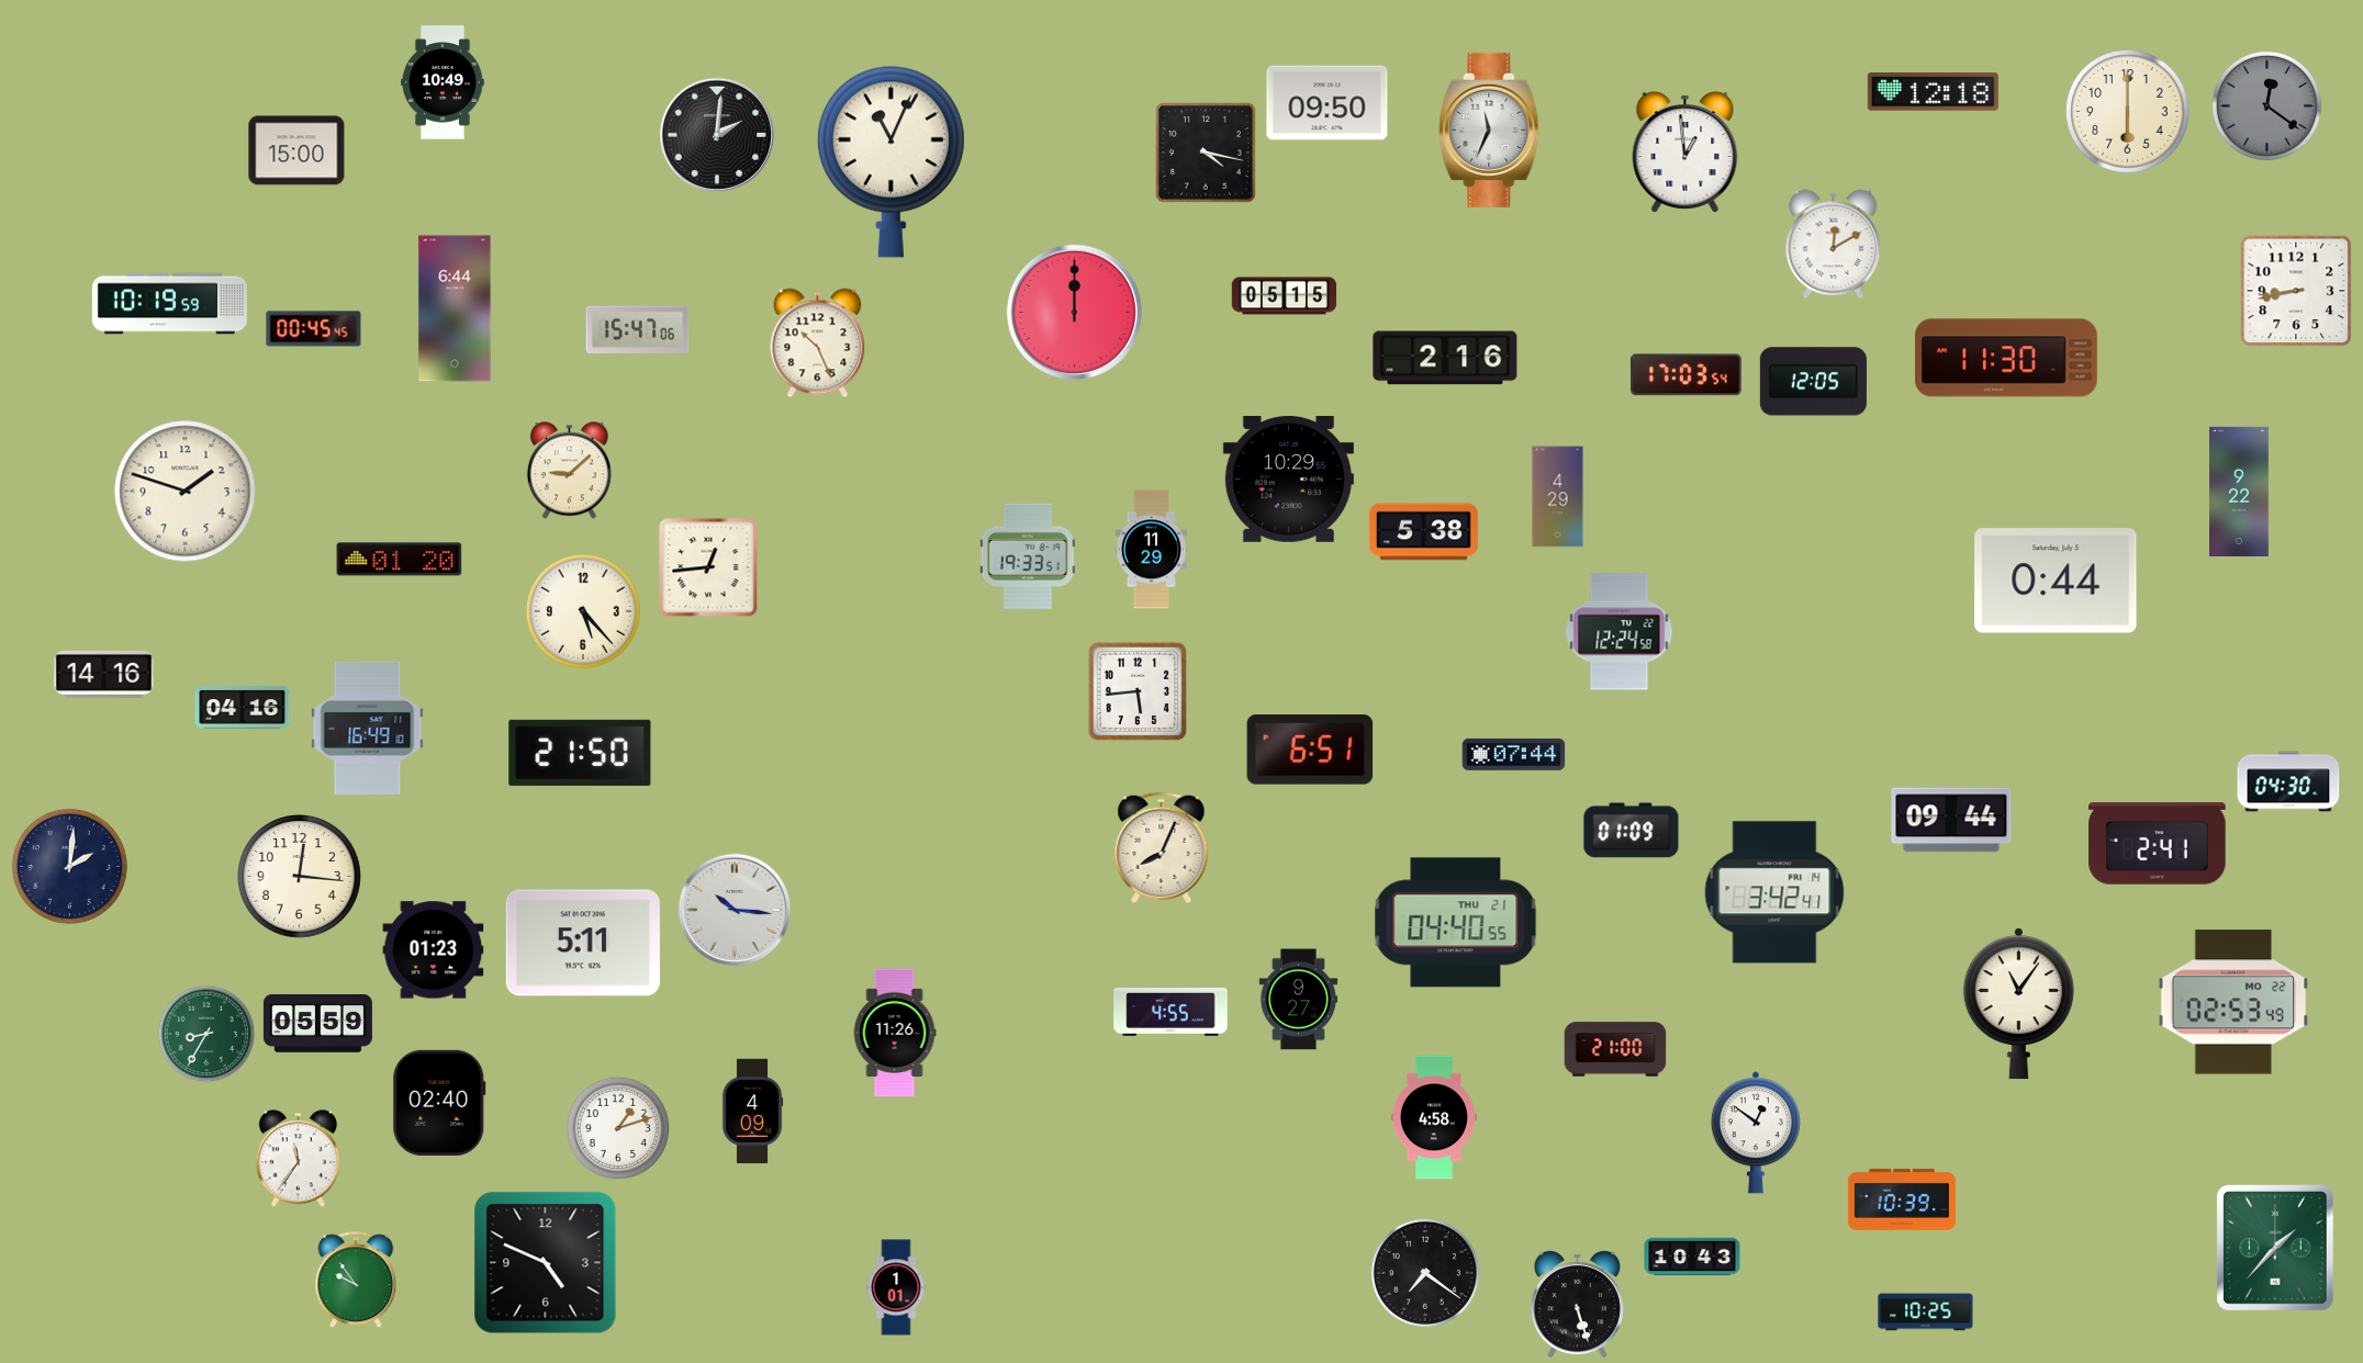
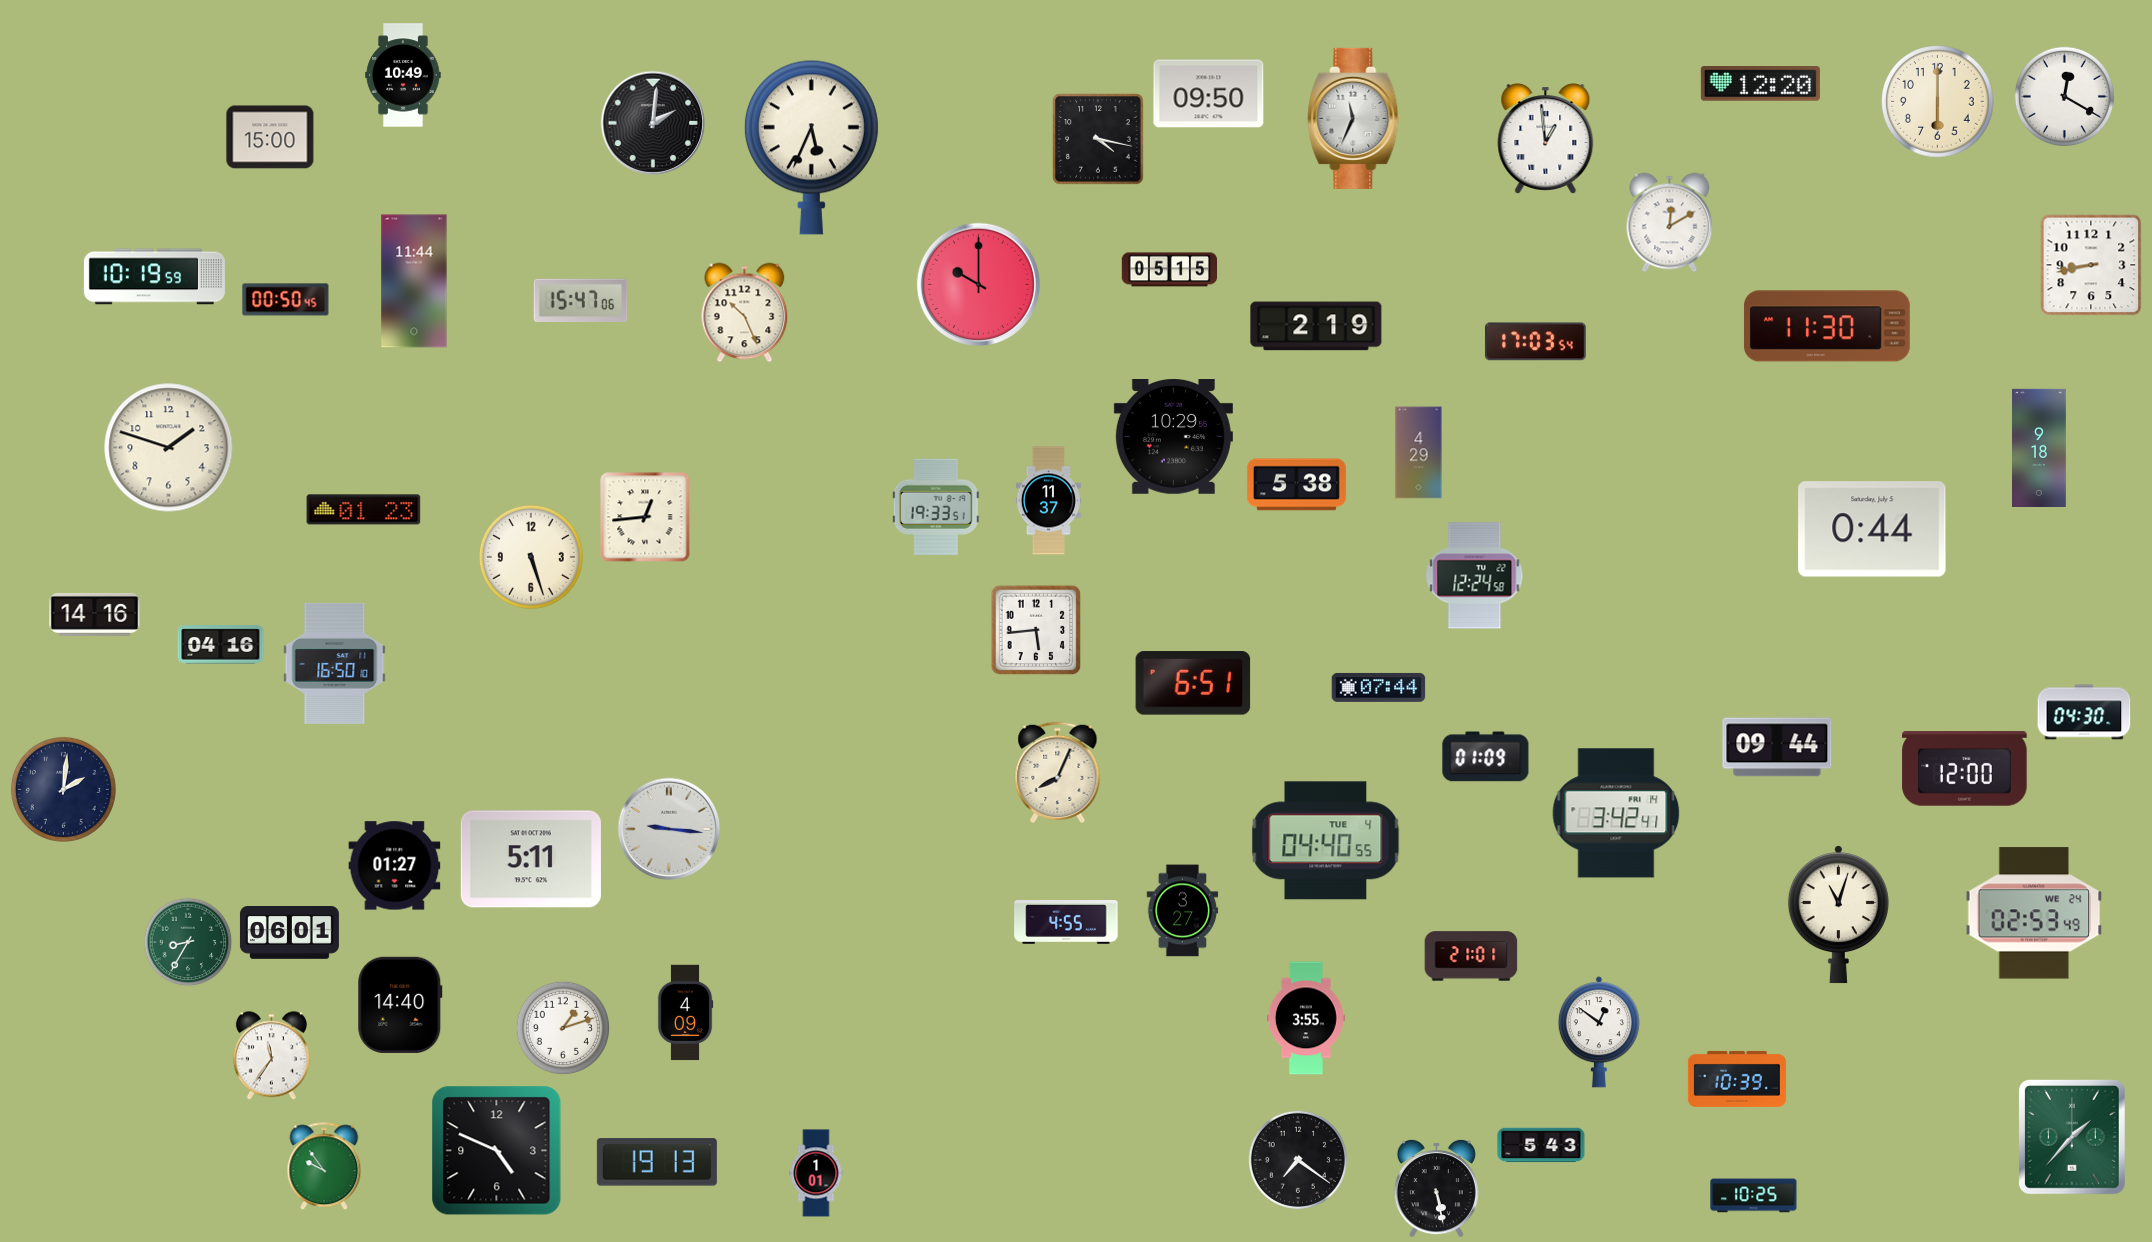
clock at (1933, 92): 12:18 -> 12:20
clock at (2266, 105): 12:21 -> 12:20
clock at (2266, 105) dial: grey -> white
clock at (1490, 129) position: (1490, 129) -> (1354, 118)
clock at (1686, 153) position: (1686, 153) -> (1546, 139)
clock at (891, 161): 11:04 -> 5:34
clock at (455, 308): 6:44 -> 11:44
clock at (1074, 312): 12:00 -> 10:00
clock at (314, 329): 00:45 -> 00:50
clock at (1445, 358): 2:16 -> 2:19
clock at (1813, 382): 12:05 -> none
clock at (569, 471): 9:08 -> none
clock at (2240, 491): 9:22 -> 9:18
clock at (1151, 550): 11:29 -> 11:37
clock at (400, 560): 01:20 -> 01:23
clock at (583, 611): 5:23 -> 5:27
clock at (368, 728): 16:49 -> 16:50
clock at (580, 753): 21:50 -> none
clock at (2158, 844): 2:41 -> 12:00
clock at (300, 877): 12:16 -> none
clock at (735, 910): 10:16 -> 9:16
clock at (1456, 923) date: THU 21 -> TUE 4
clock at (434, 950): 01:23 -> 01:27
clock at (1299, 1000): 9:27 -> 3:27
clock at (2233, 1002) date: MO 22 -> WE 24
clock at (2018, 1004): 11:06 -> 11:03
clock at (317, 1024): 05:59 -> 06:01
clock at (895, 1033): 11:26 -> none
clock at (1615, 1049): 21:00 -> 21:01
clock at (439, 1103): 02:40 -> 14:40
clock at (1434, 1117): 4:58 -> 3:55
clock at (1902, 1199) position: (1902, 1199) -> (1737, 1079)
clock at (1692, 1257): 10:43 -> 5:43
clock at (657, 1162): none -> 19:13
clock at (1577, 1304): 5:27 -> 5:28
